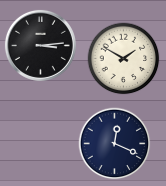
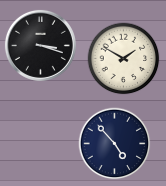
clock at (40, 45): 3:14 -> 3:18
clock at (115, 144): 12:19 -> 4:53
